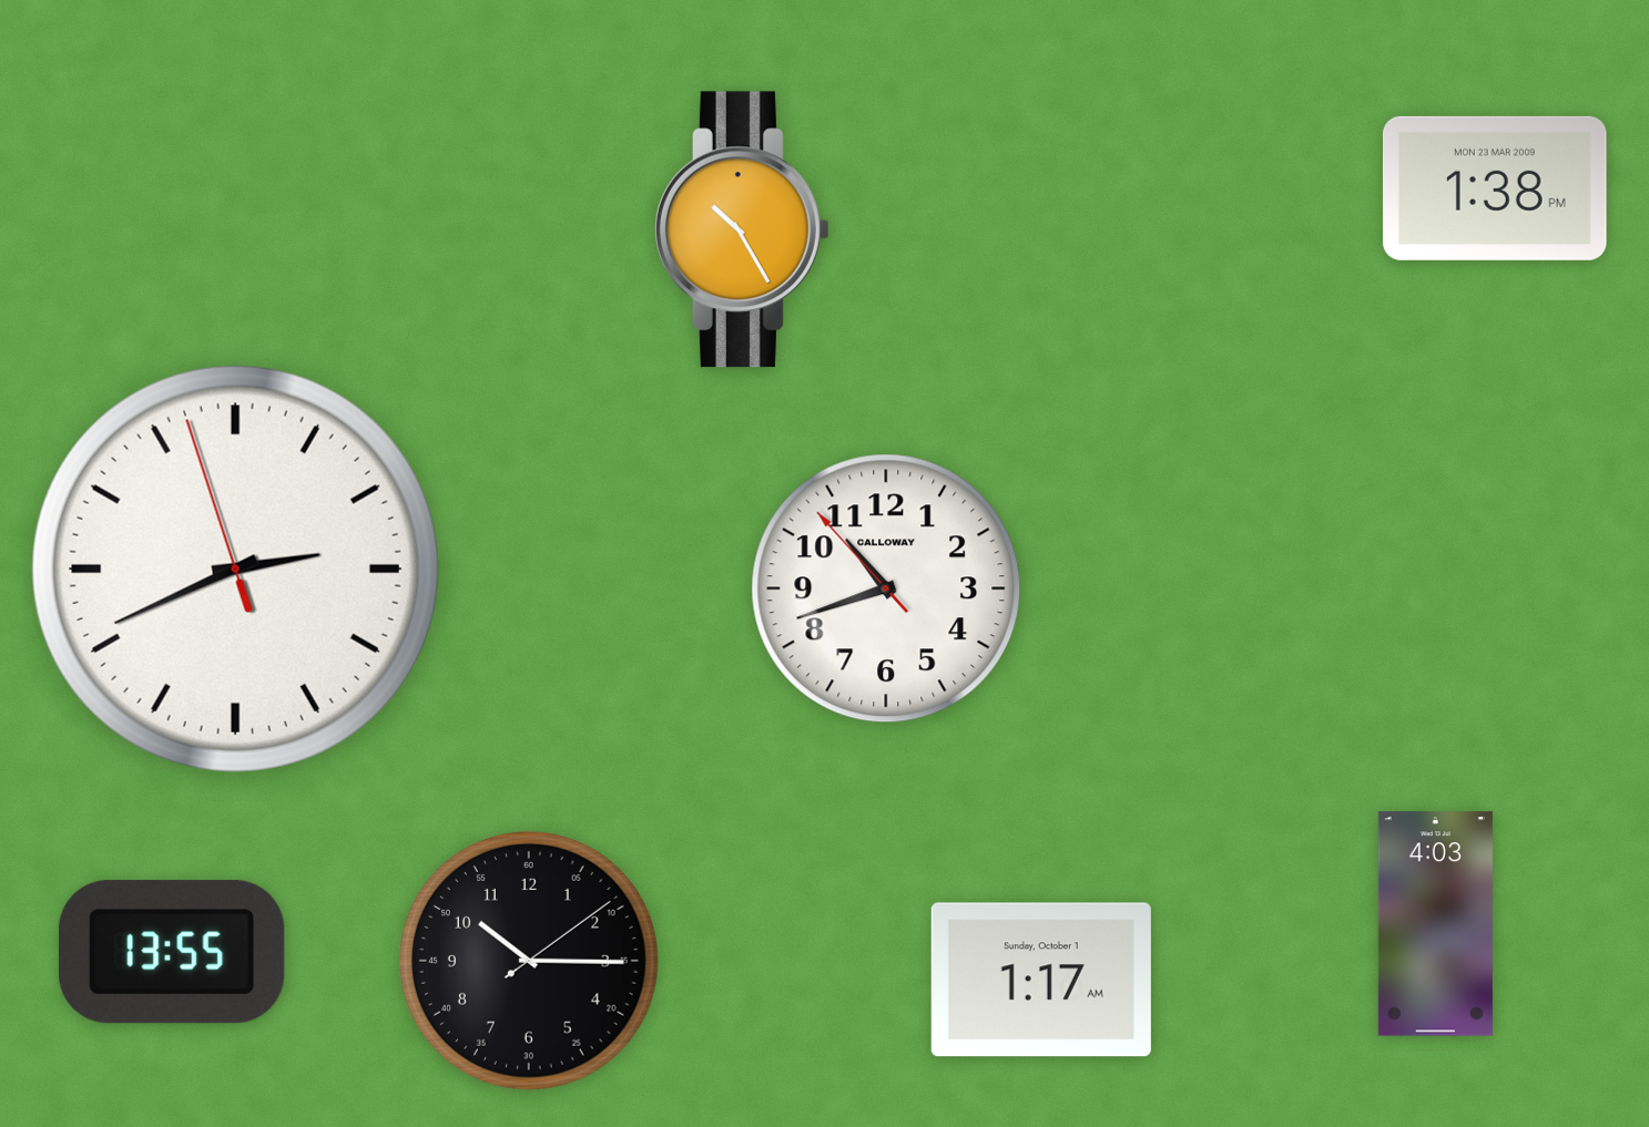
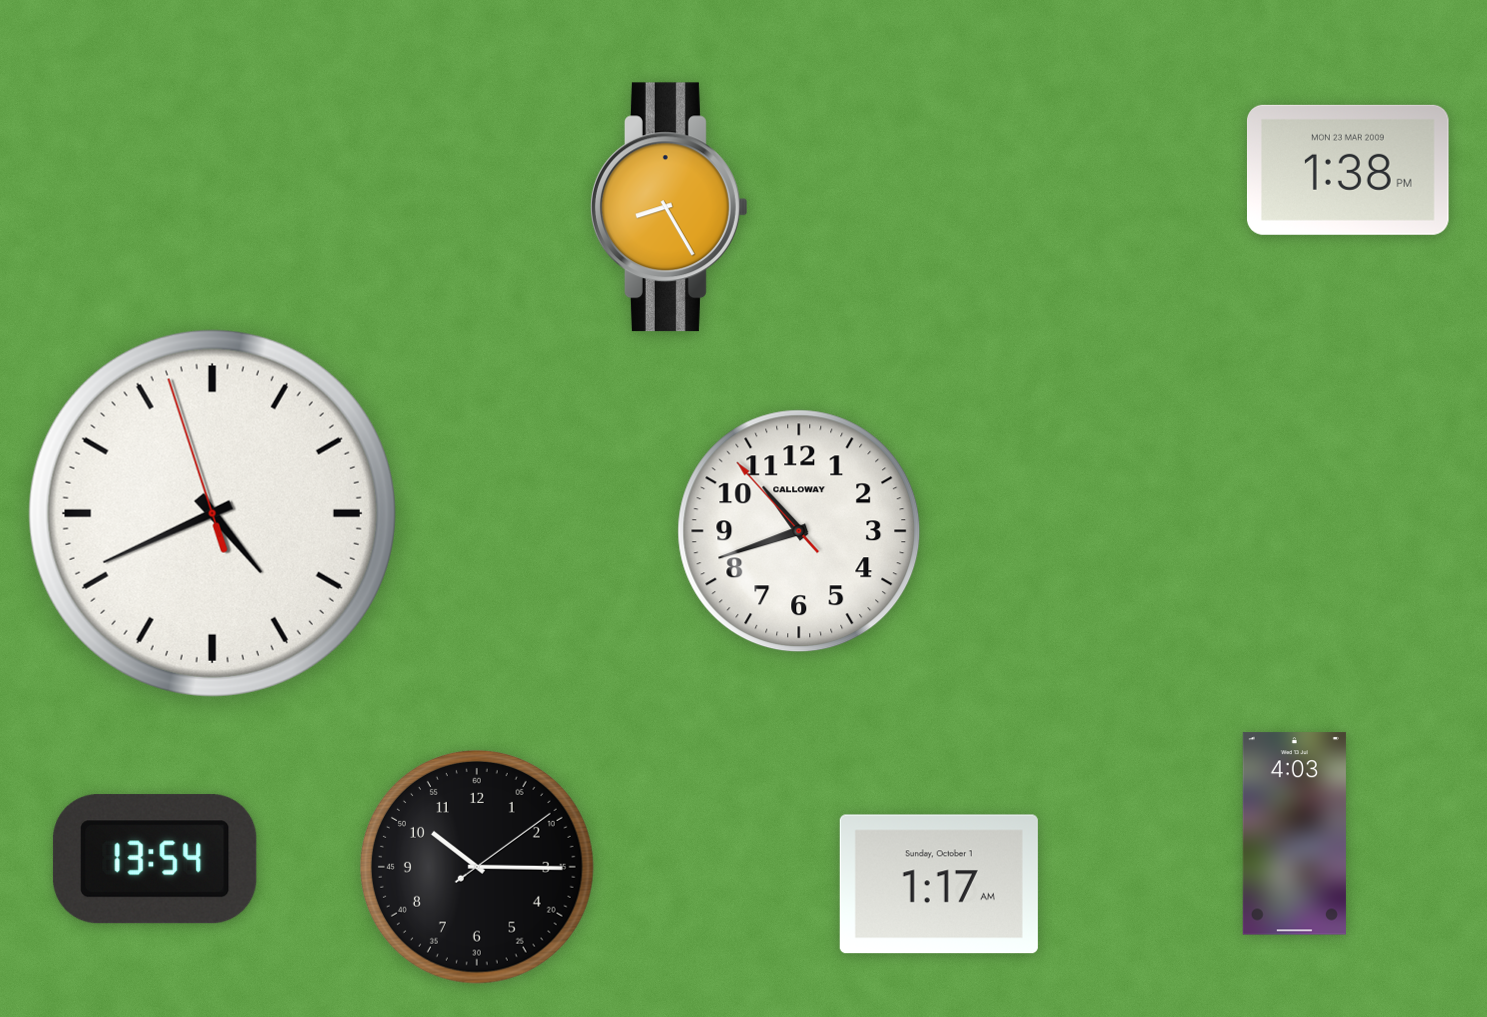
clock at (742, 229): 10:25 -> 8:25
clock at (235, 568): 2:40 -> 4:40
clock at (172, 952): 13:55 -> 13:54
